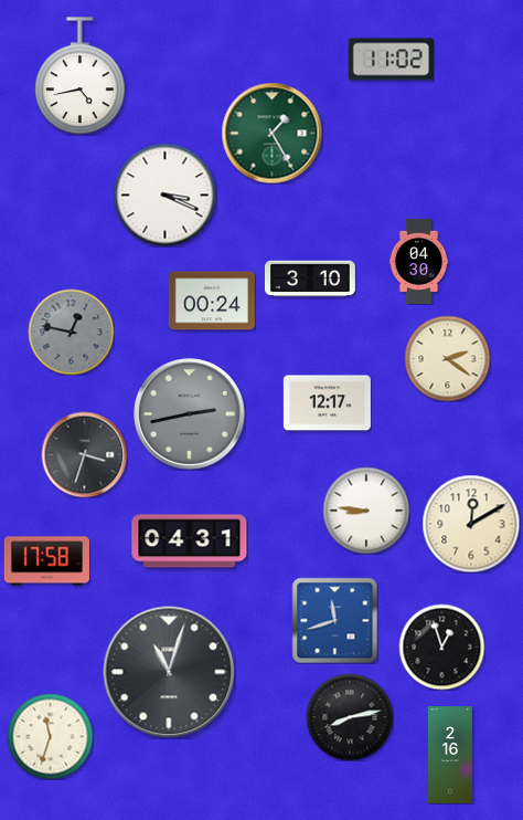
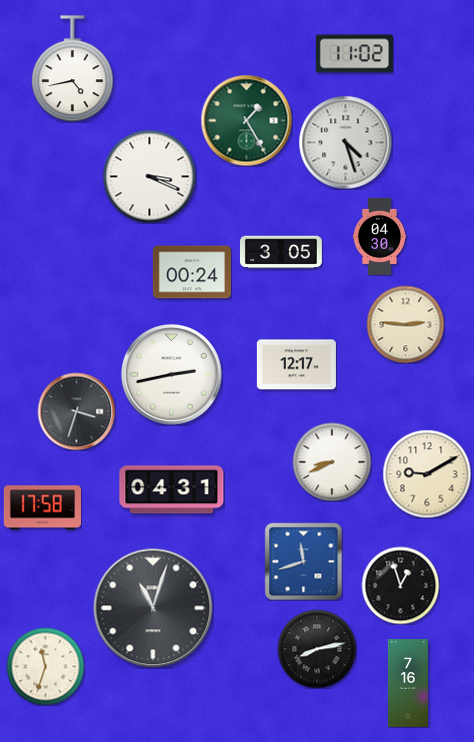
clock at (345, 142): none -> 4:27
clock at (310, 278): 3:10 -> 3:05
clock at (71, 332): 12:47 -> none
clock at (447, 358): 2:21 -> 2:46
clock at (190, 414) dial: grey -> white
clock at (366, 511): 8:46 -> 8:41
clock at (471, 524): 12:10 -> 9:10
clock at (450, 755): 2:16 -> 7:16
